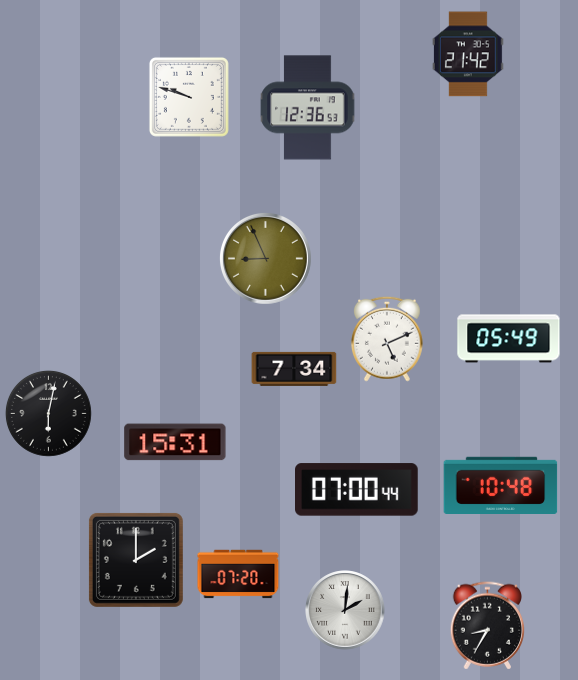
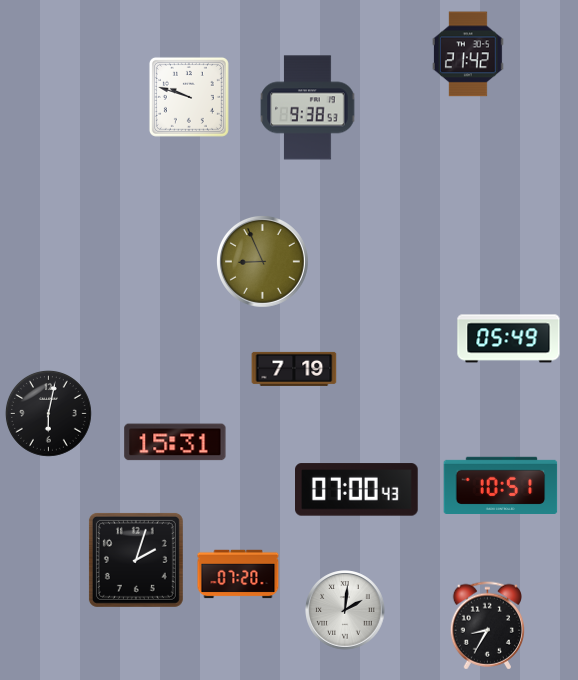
clock at (308, 108): 12:36 -> 9:38
clock at (266, 259) position: (266, 259) -> (263, 262)
clock at (387, 339): 5:11 -> none
clock at (294, 369): 7:34 -> 7:19
clock at (501, 485): 10:48 -> 10:51
clock at (357, 490): 07:00:44 -> 07:00:43
clock at (136, 560): 2:00 -> 2:03
